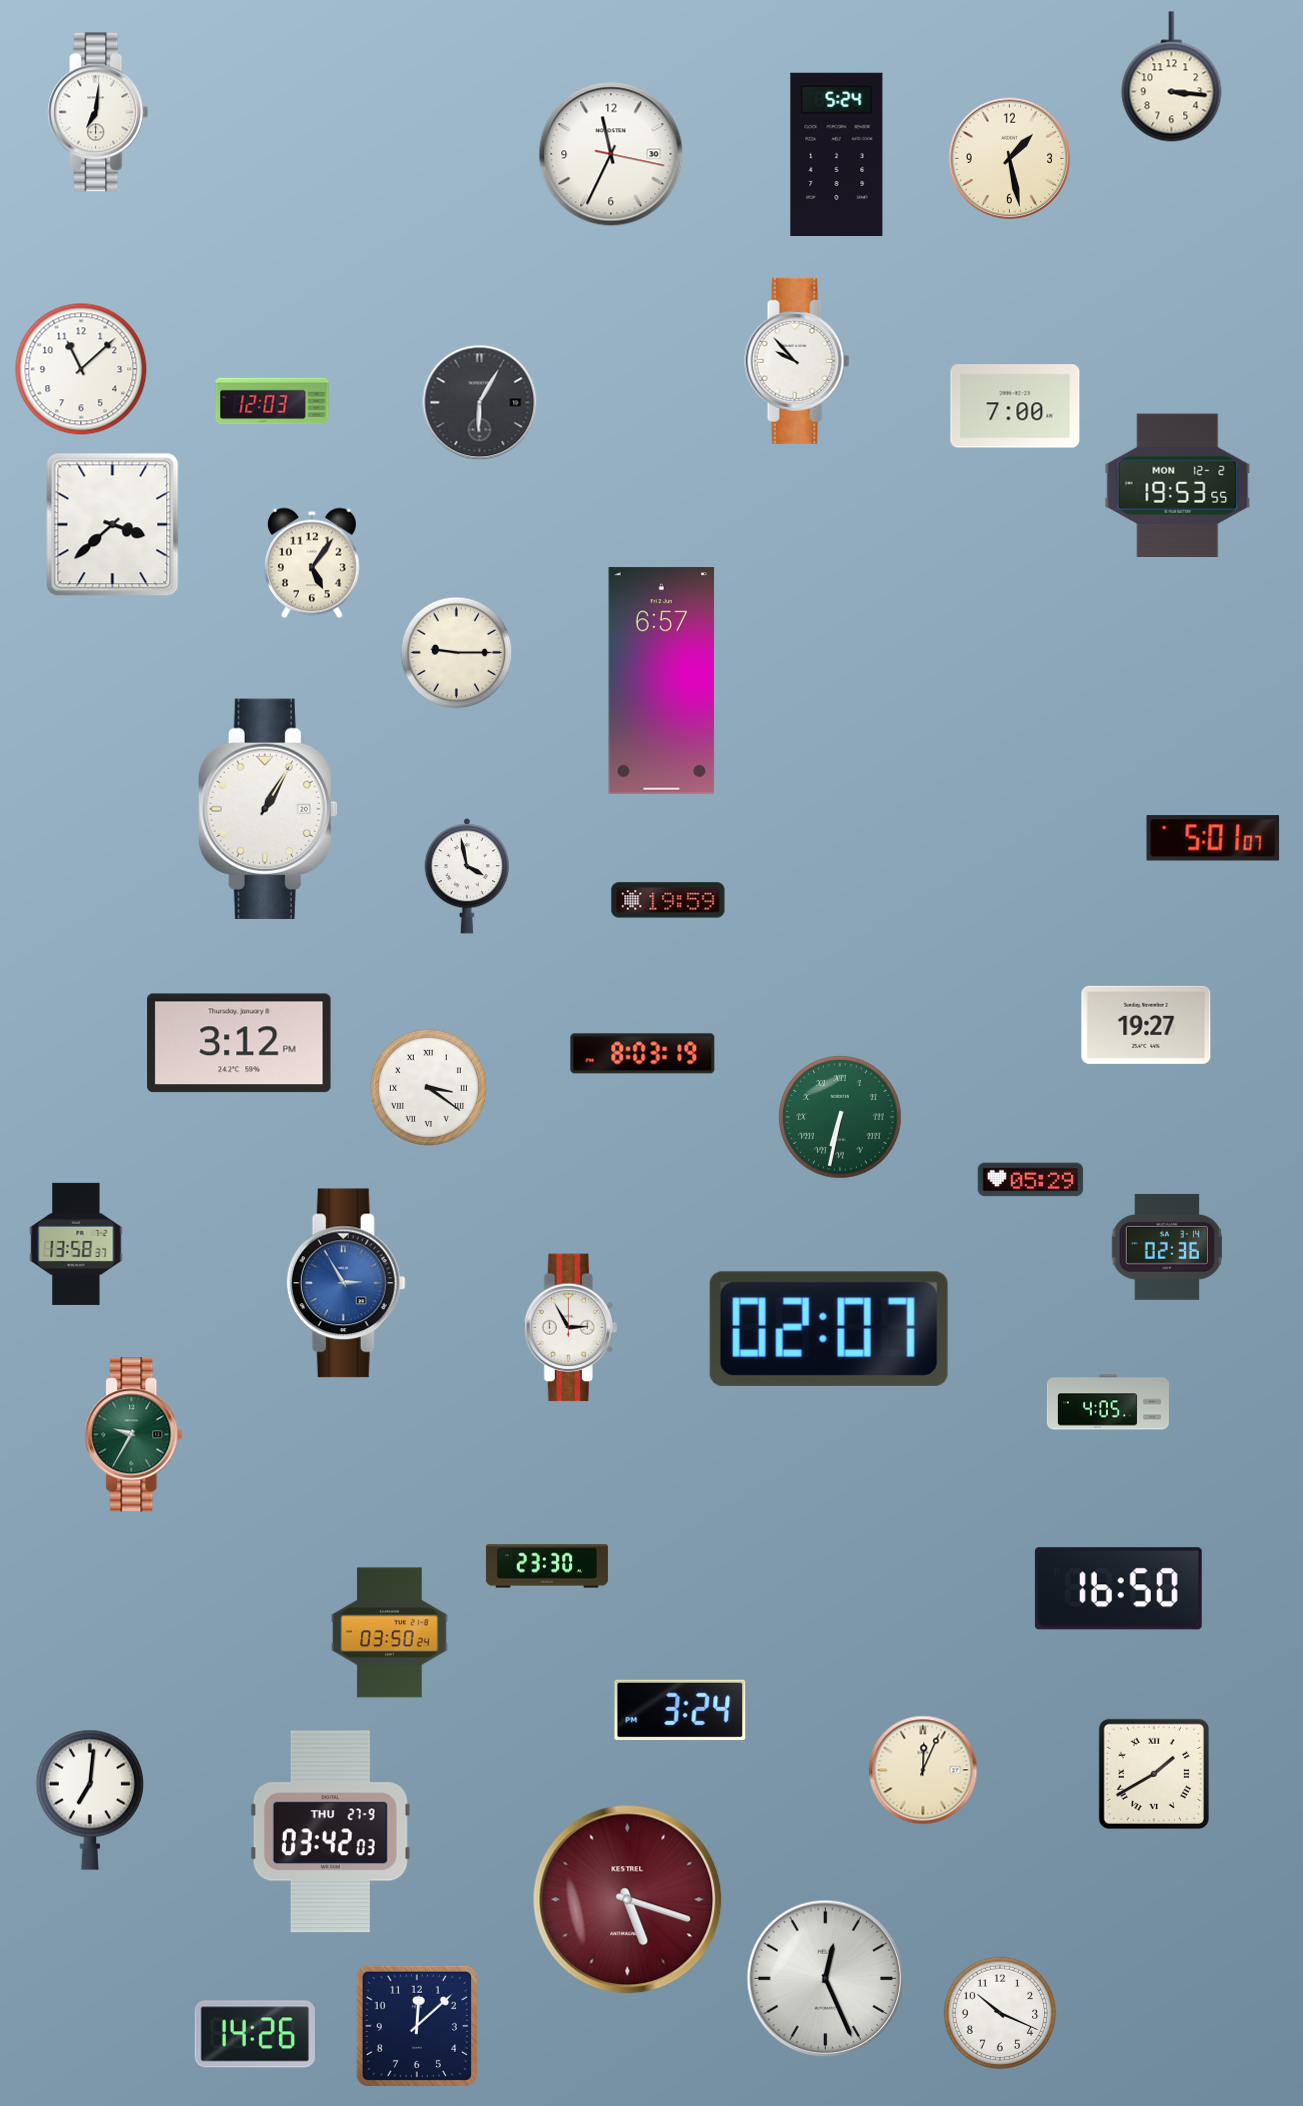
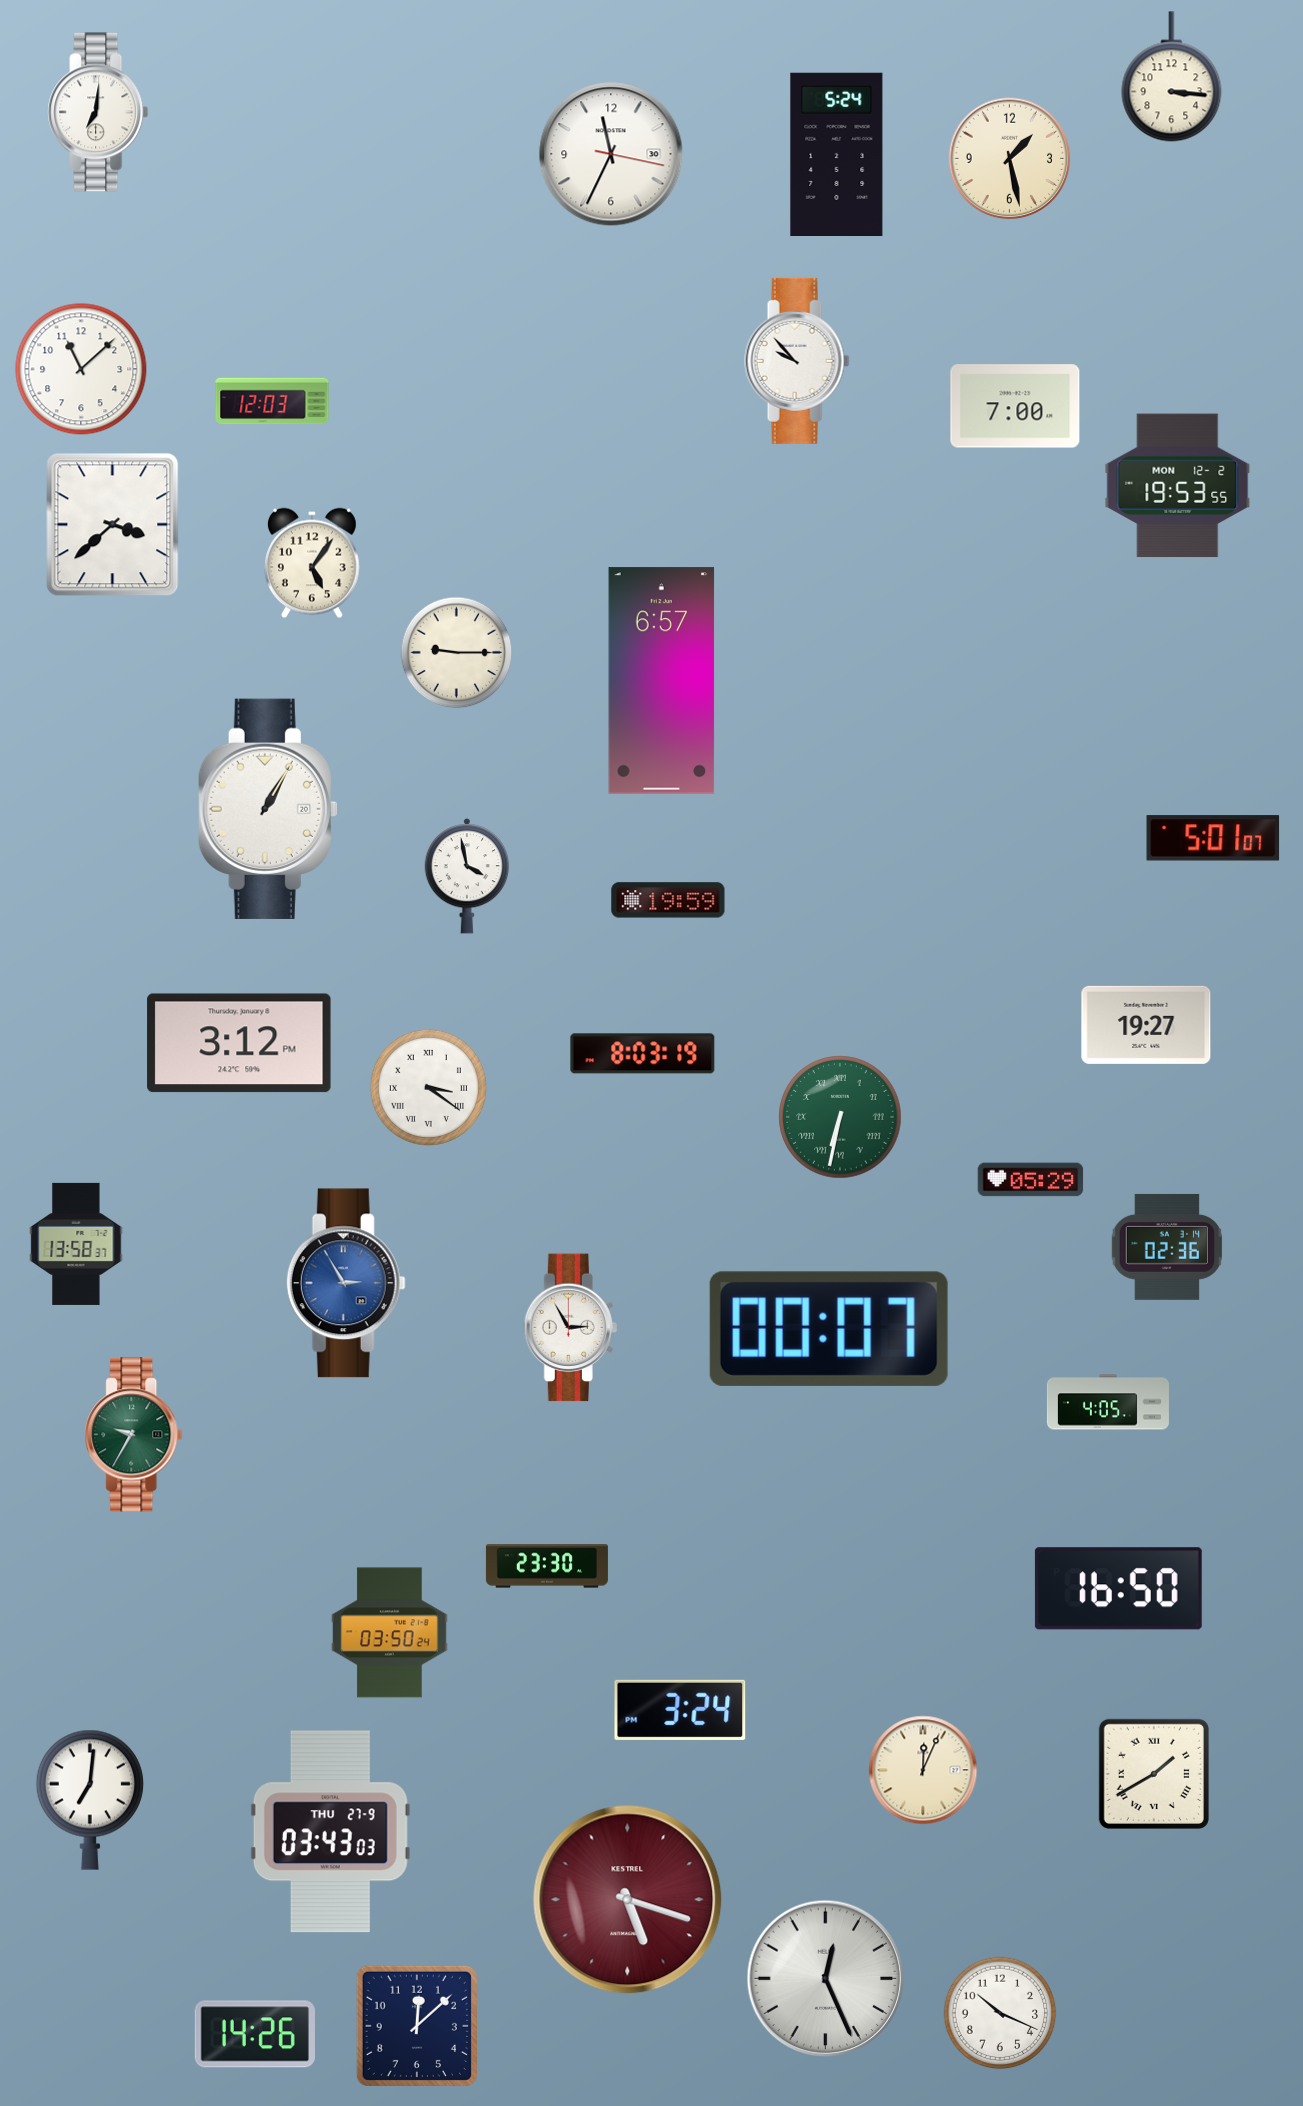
clock at (480, 403): 6:05 -> none
clock at (829, 1329): 02:07 -> 00:07
clock at (330, 1832): 03:42 -> 03:43
